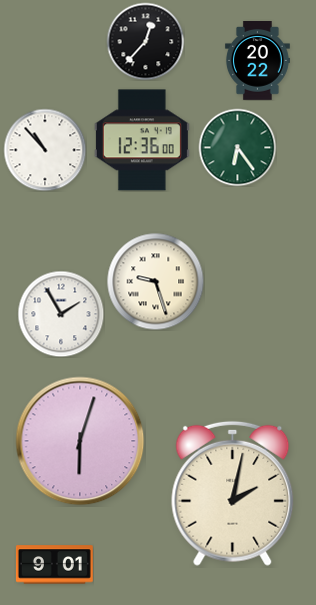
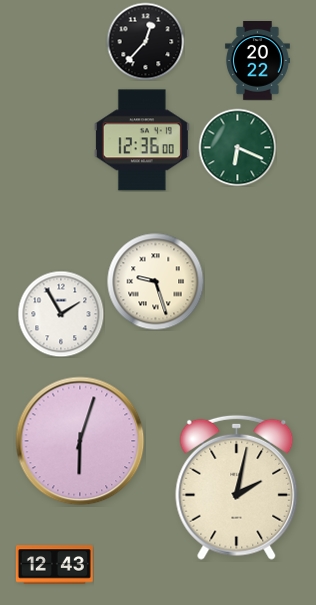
clock at (237, 147): 6:24 -> 6:19
clock at (45, 150): 10:53 -> none
clock at (233, 493) position: (233, 493) -> (237, 487)
clock at (54, 565): 9:01 -> 12:43
